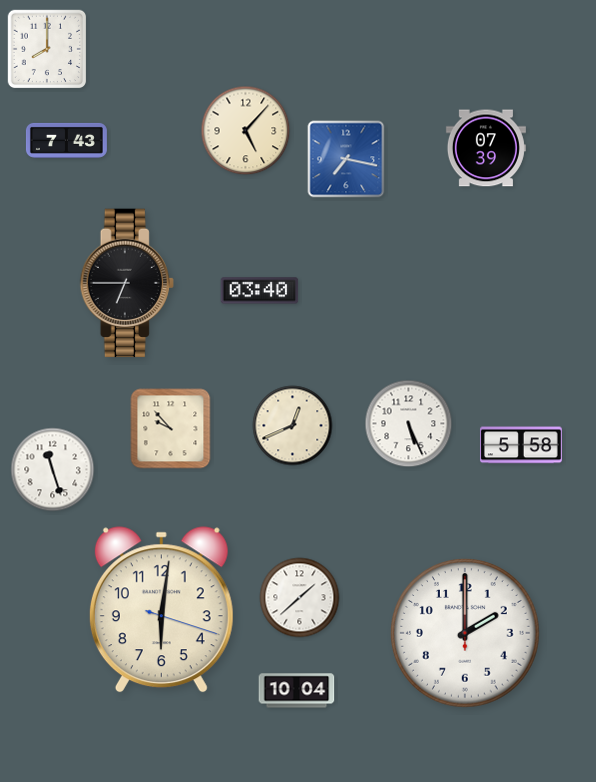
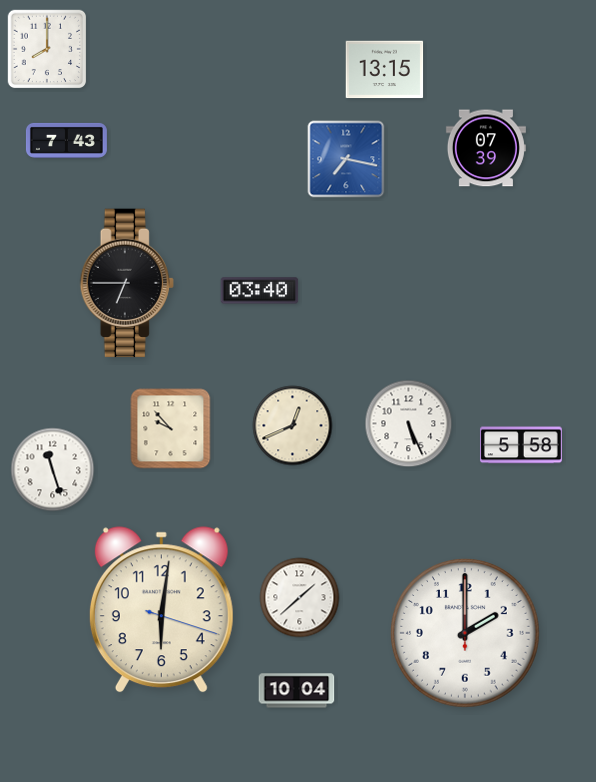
clock at (385, 70): none -> 13:15
clock at (246, 131): 5:07 -> none
